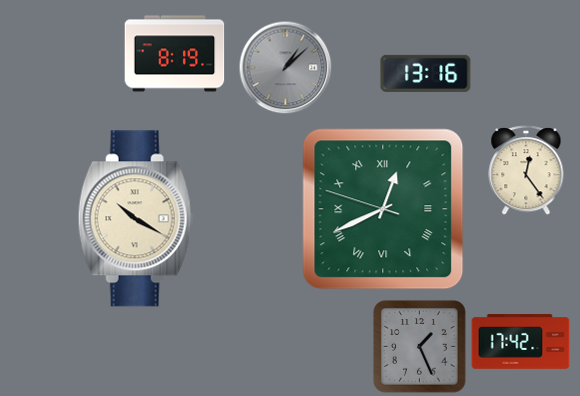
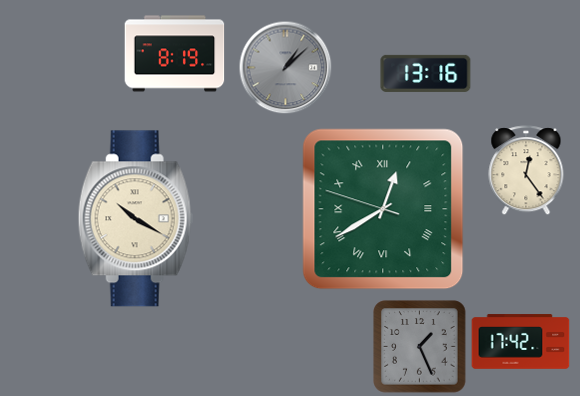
clock at (383, 209): 12:40 -> 12:39
